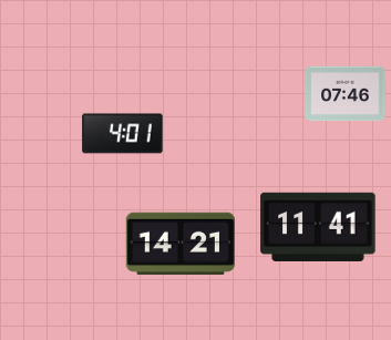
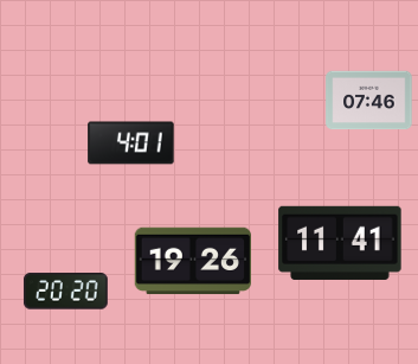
clock at (179, 244): 14:21 -> 19:26
clock at (65, 292): none -> 20:20
